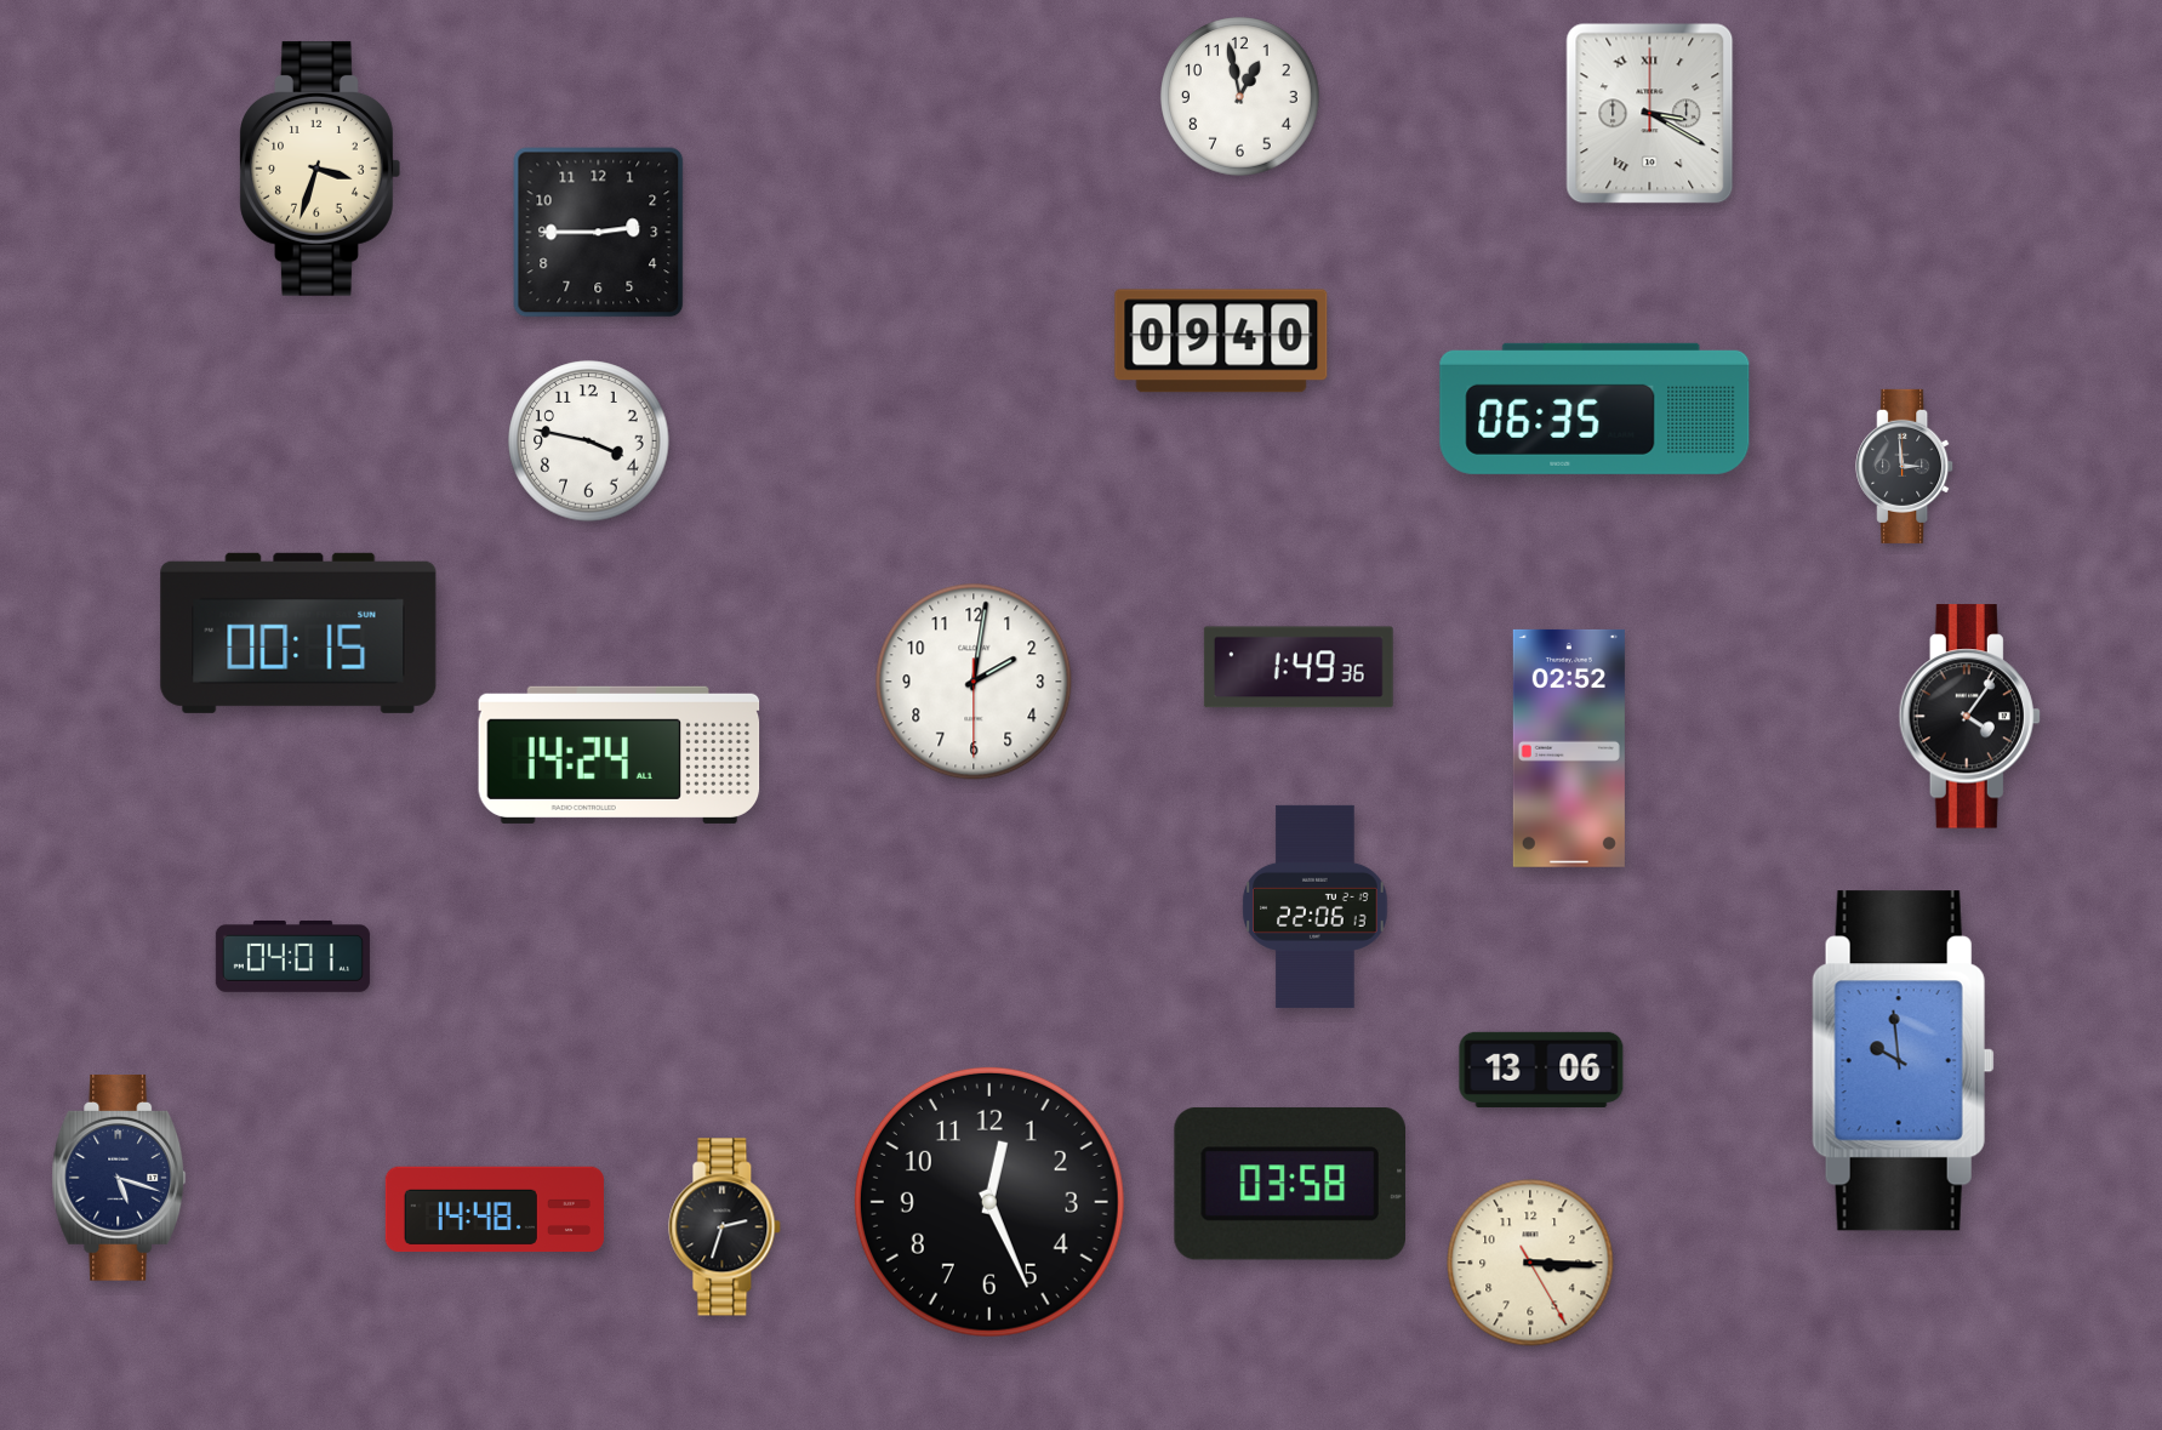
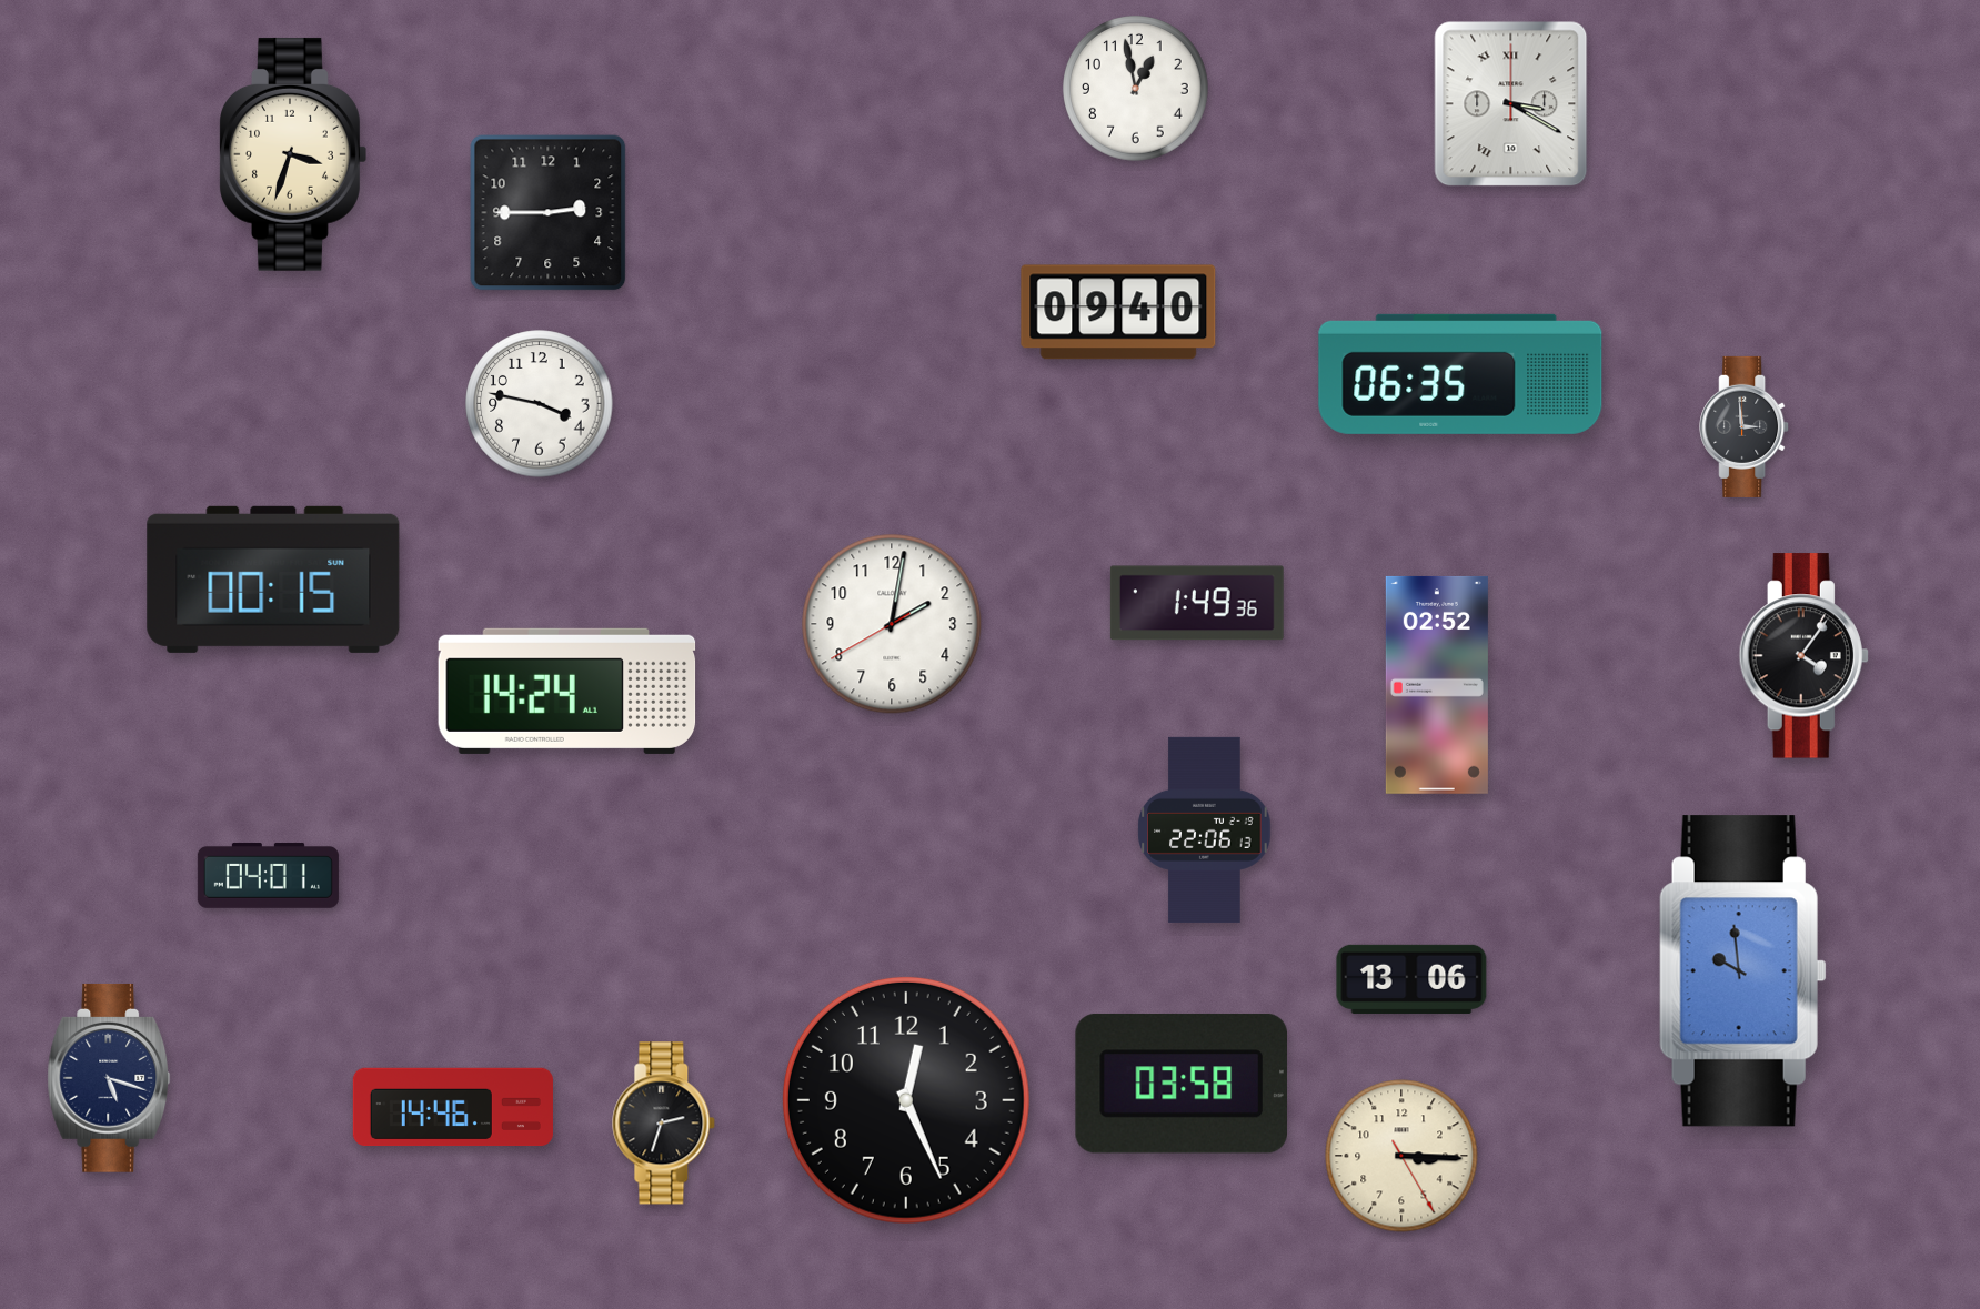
clock at (1299, 667) position: (1299, 667) -> (1197, 603)
clock at (974, 682): 2:01:30 -> 2:01:40
clock at (495, 1209): 14:48 -> 14:46
